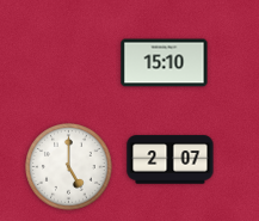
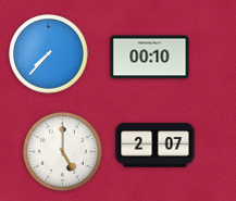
clock at (49, 54): none -> 7:37
clock at (165, 63): 15:10 -> 00:10
